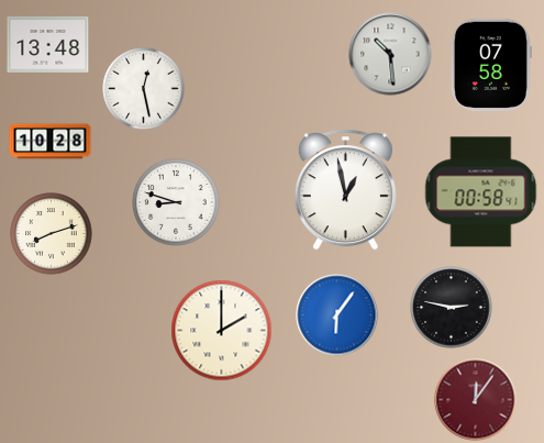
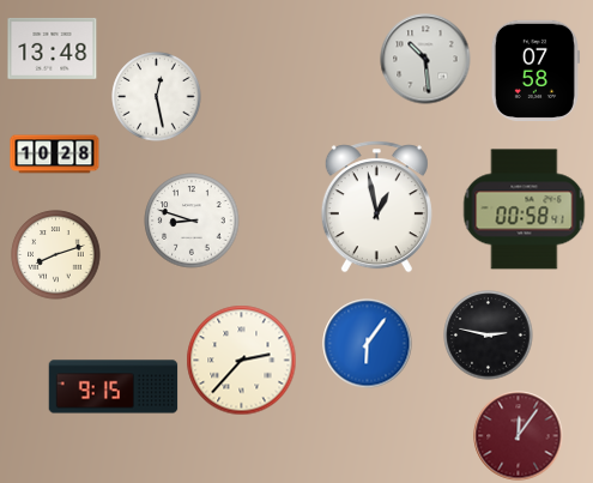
clock at (452, 308) position: (452, 308) -> (489, 336)
clock at (222, 331): 2:00 -> 2:37
clock at (114, 387): none -> 9:15
